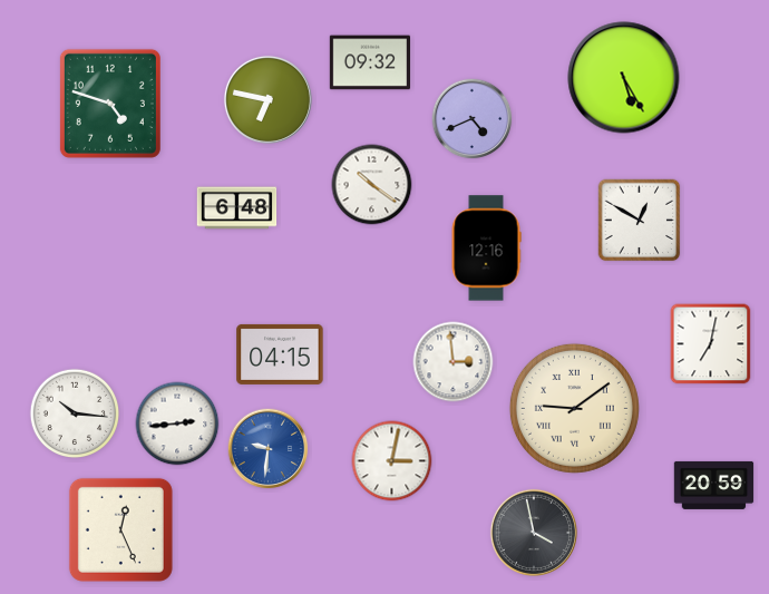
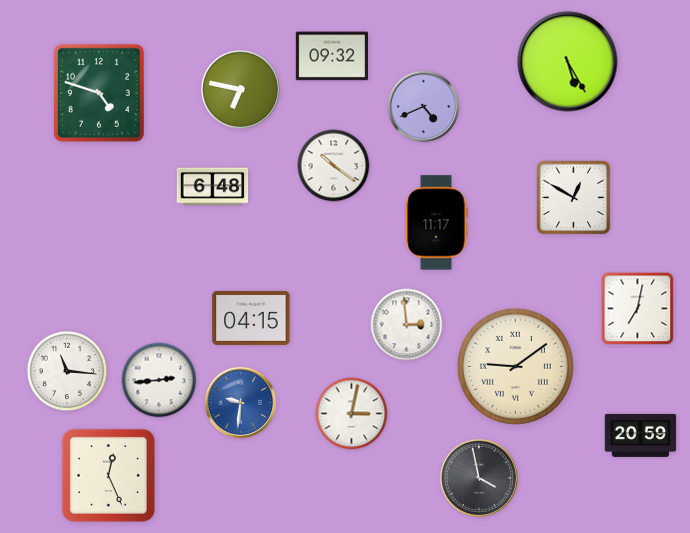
clock at (624, 78) position: (624, 78) -> (568, 62)
clock at (486, 249): 12:16 -> 11:17
clock at (75, 413): 10:16 -> 11:16
